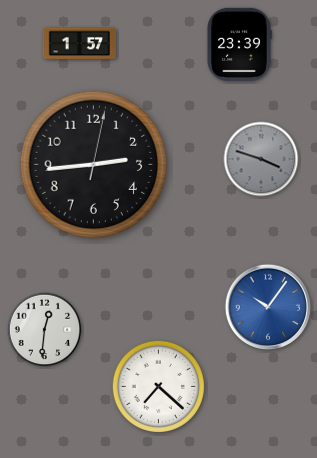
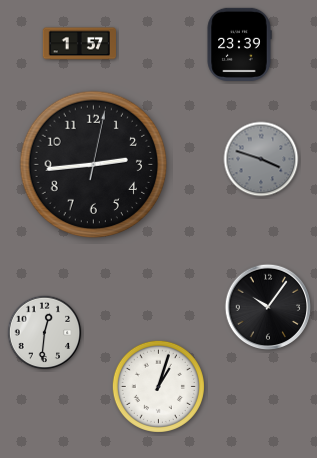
clock at (268, 307) dial: blue -> black
clock at (45, 330) position: (45, 330) -> (45, 333)
clock at (158, 386): 7:22 -> 1:03
